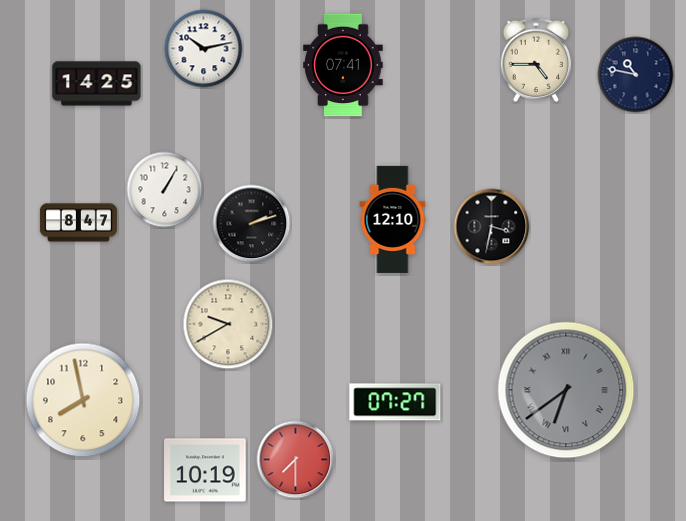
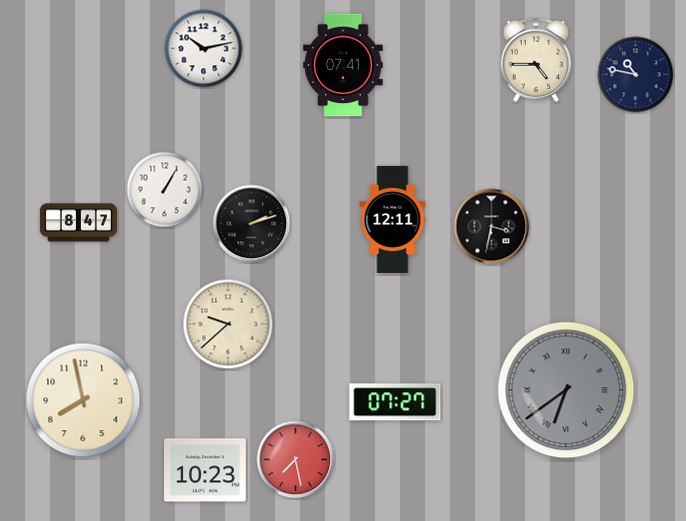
clock at (97, 84): 14:25 -> none
clock at (393, 219): 12:10 -> 12:11
clock at (228, 324): 9:40 -> 9:38
clock at (296, 460): 7:30 -> 7:28
clock at (205, 470): 10:19 -> 10:23
